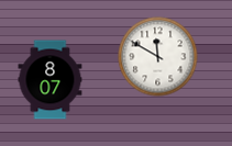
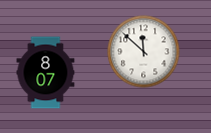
clock at (158, 57): 11:50 -> 11:52
